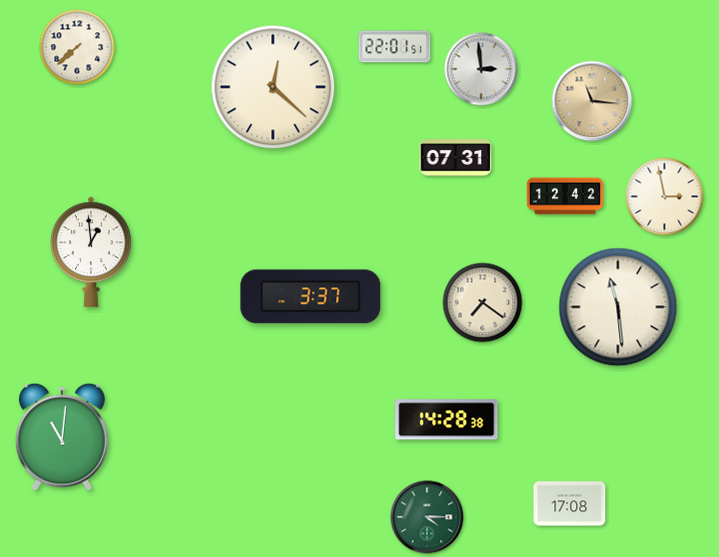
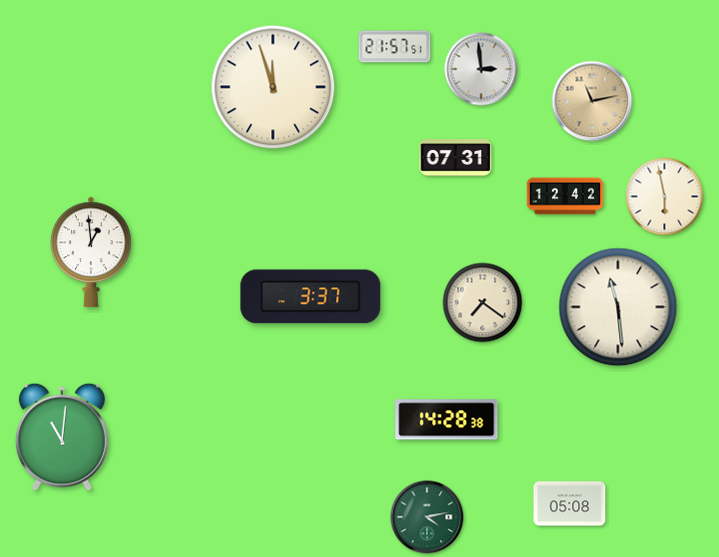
clock at (77, 47): 7:38 -> none
clock at (395, 47): 22:01 -> 21:57
clock at (273, 87): 12:22 -> 11:57
clock at (592, 101): 11:16 -> 11:13
clock at (665, 197): 2:58 -> 5:58
clock at (570, 504): 17:08 -> 05:08
clock at (427, 517): 4:15 -> 4:13
